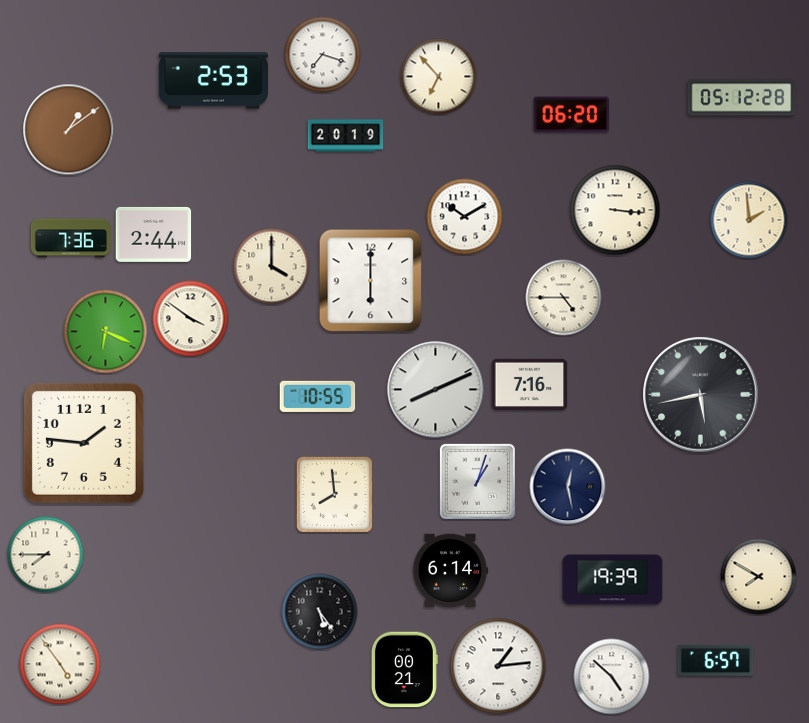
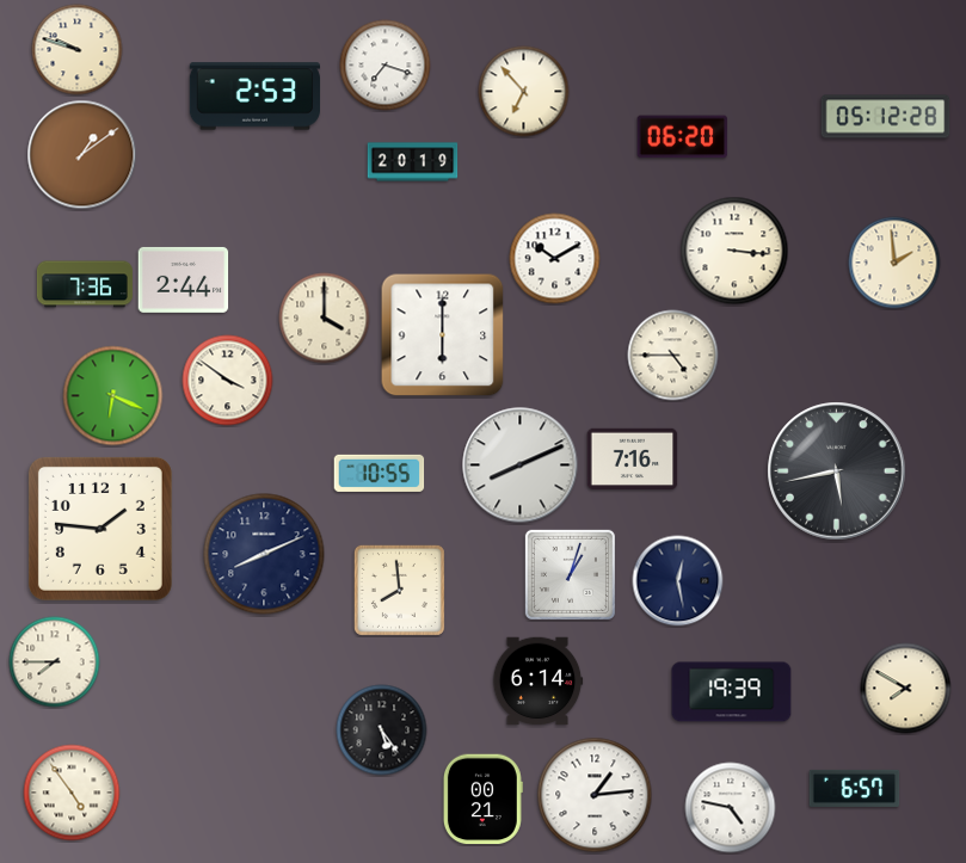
clock at (78, 50): none -> 9:48
clock at (106, 332) position: (106, 332) -> (113, 396)
clock at (264, 554): none -> 8:11
clock at (612, 677): 4:52 -> 4:47
